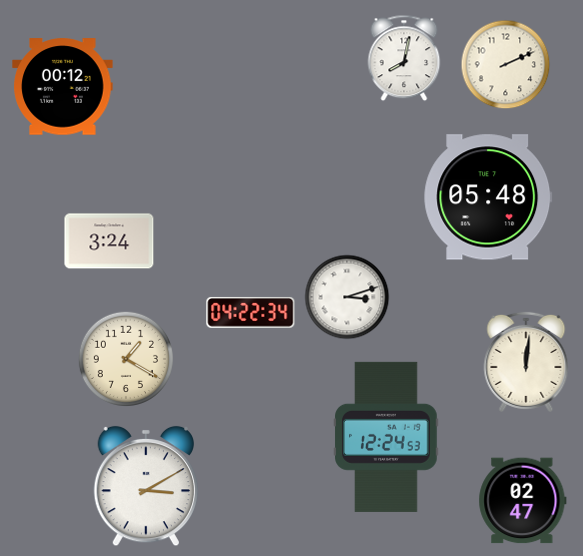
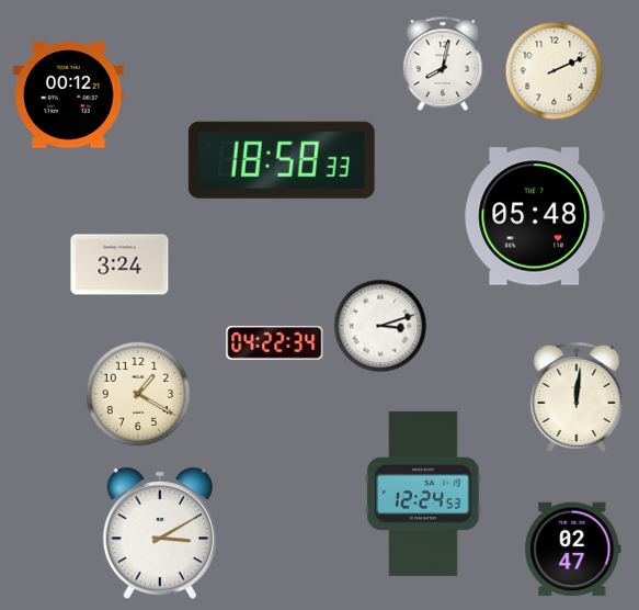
clock at (282, 160): none -> 18:58
clock at (386, 437) position: (386, 437) -> (423, 494)
